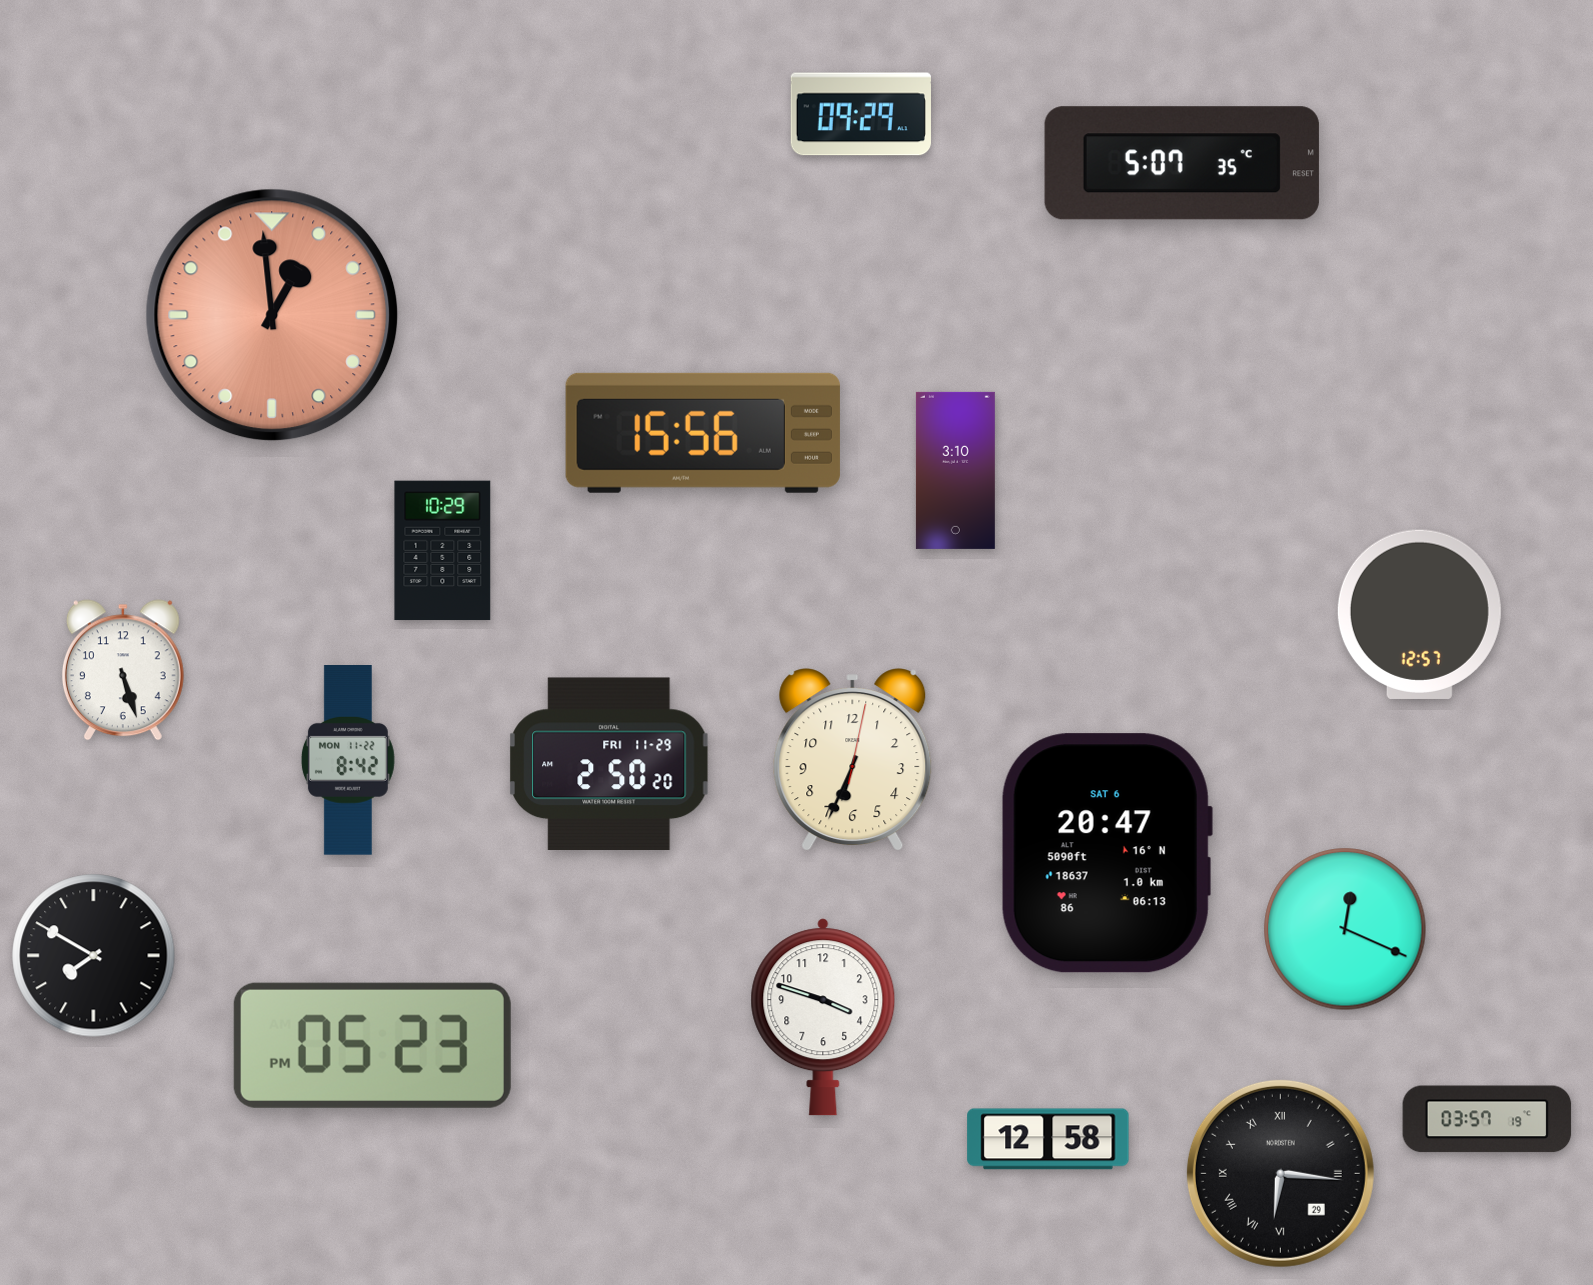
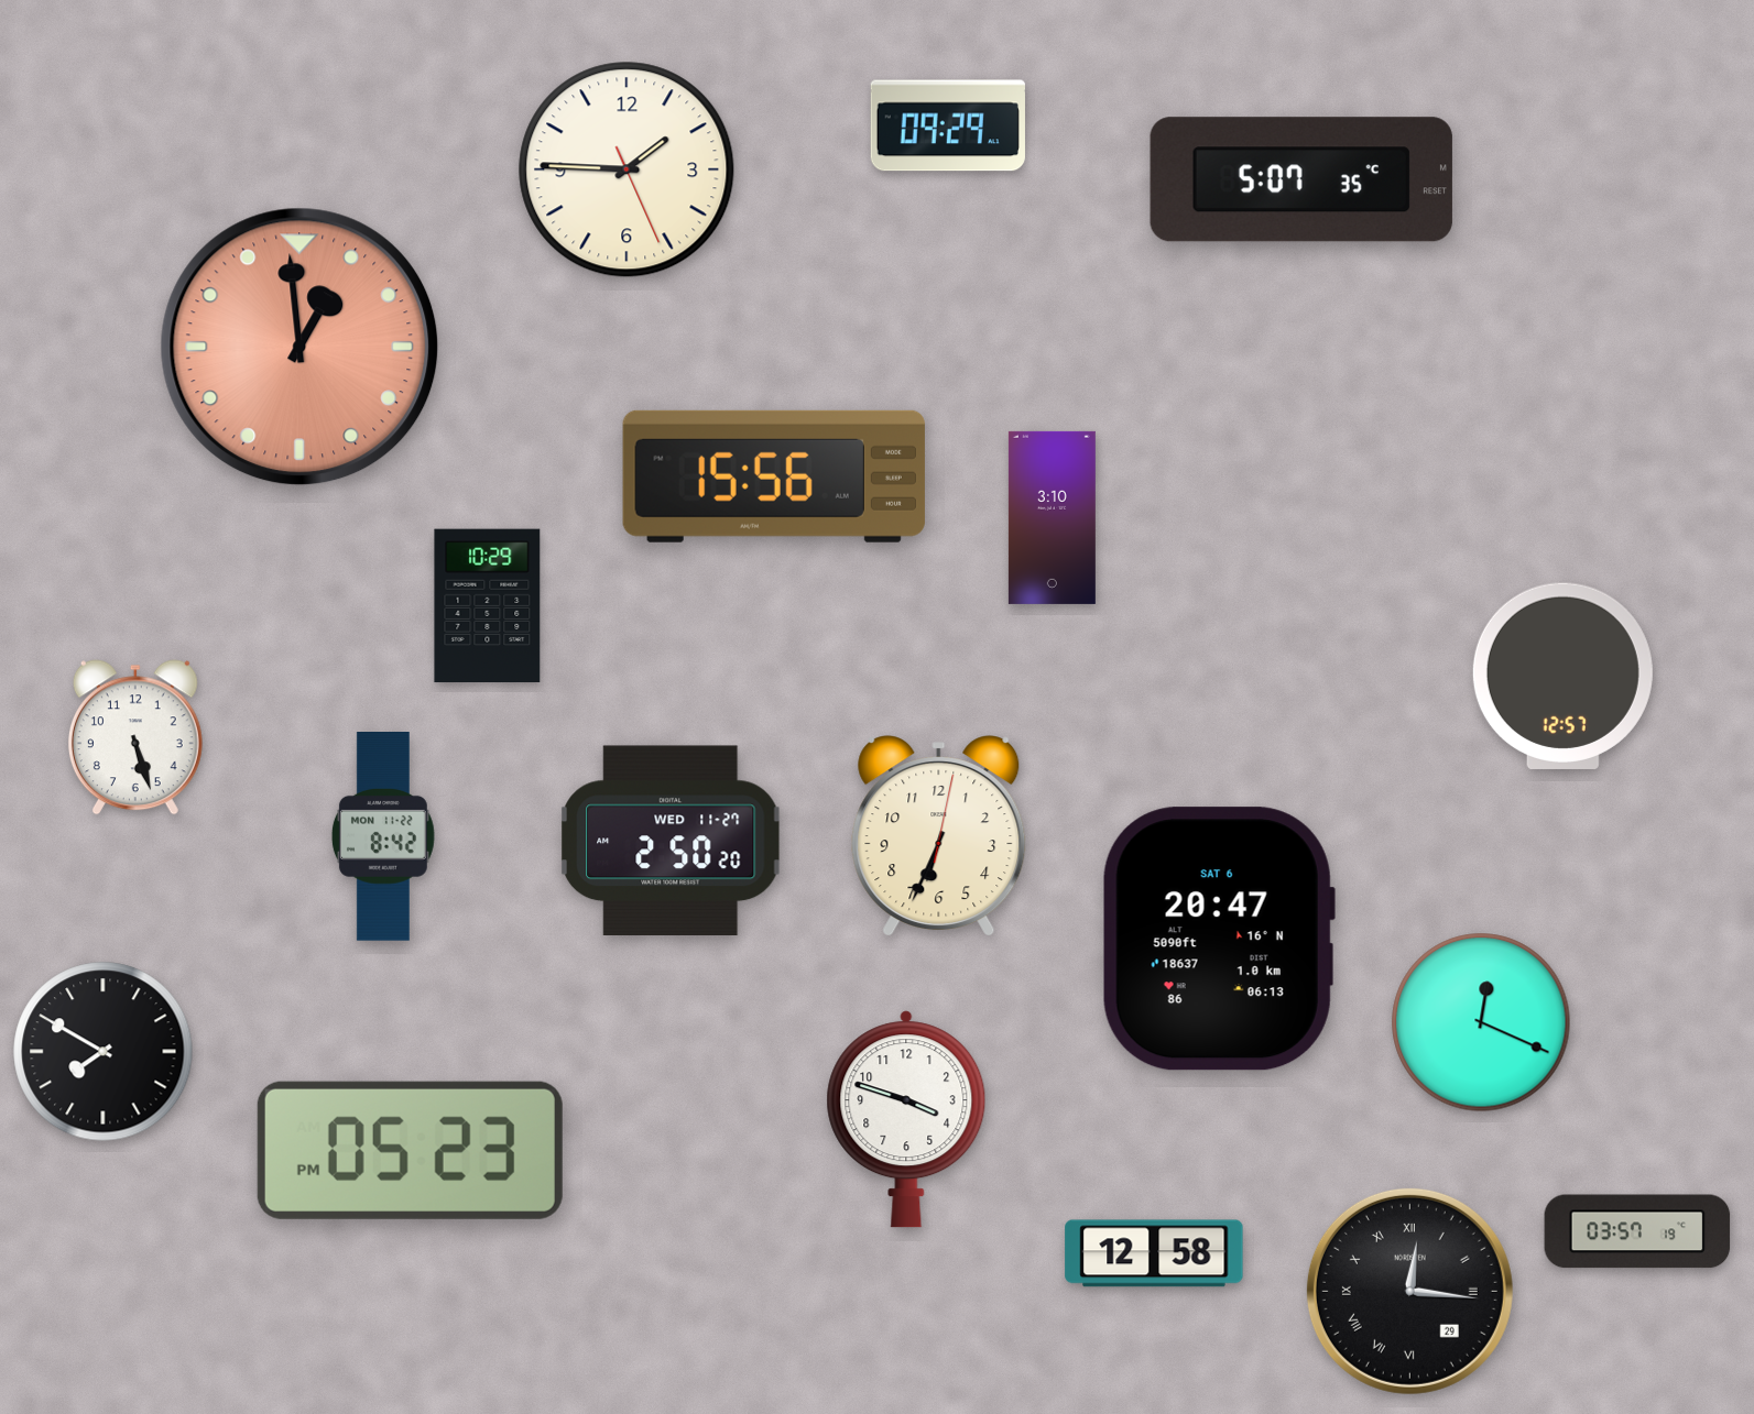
clock at (627, 169): none -> 1:45
clock at (610, 763) date: FRI 11-29 -> WED 11-27
clock at (1280, 1173): 6:16 -> 12:16
